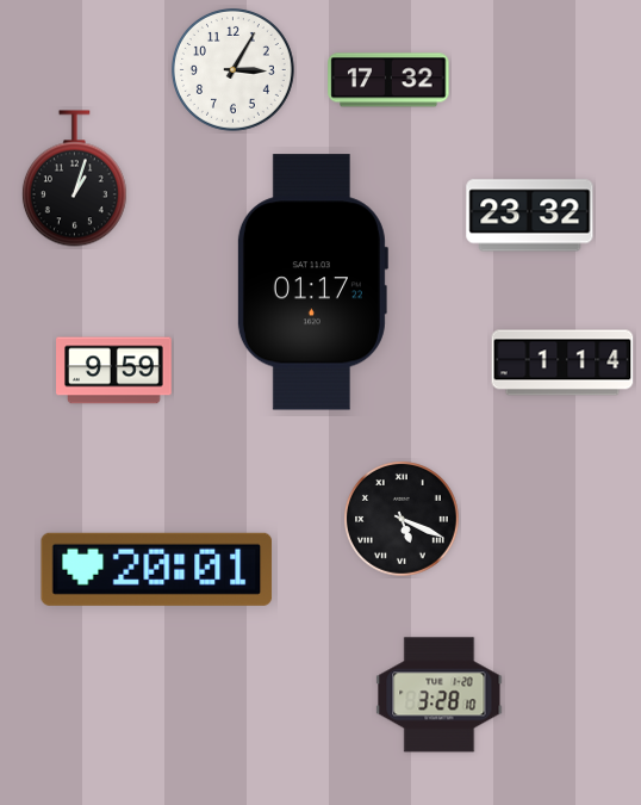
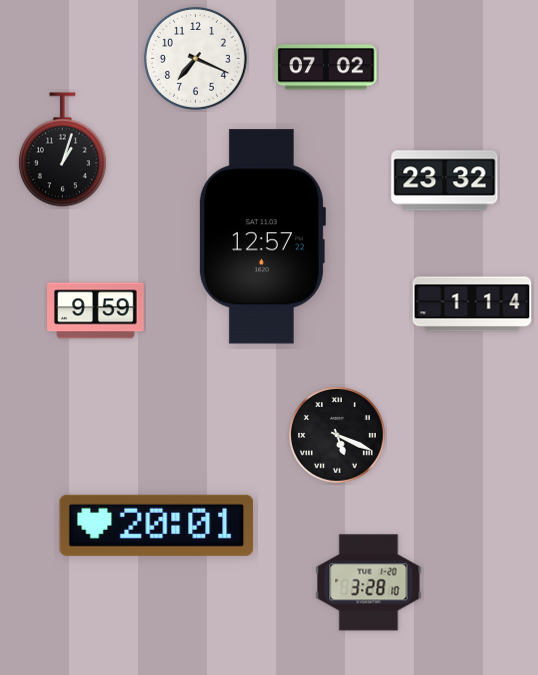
clock at (232, 69): 3:05 -> 7:19
clock at (388, 80): 17:32 -> 07:02
clock at (312, 283): 01:17 -> 12:57
clock at (157, 569) position: (157, 569) -> (157, 525)
